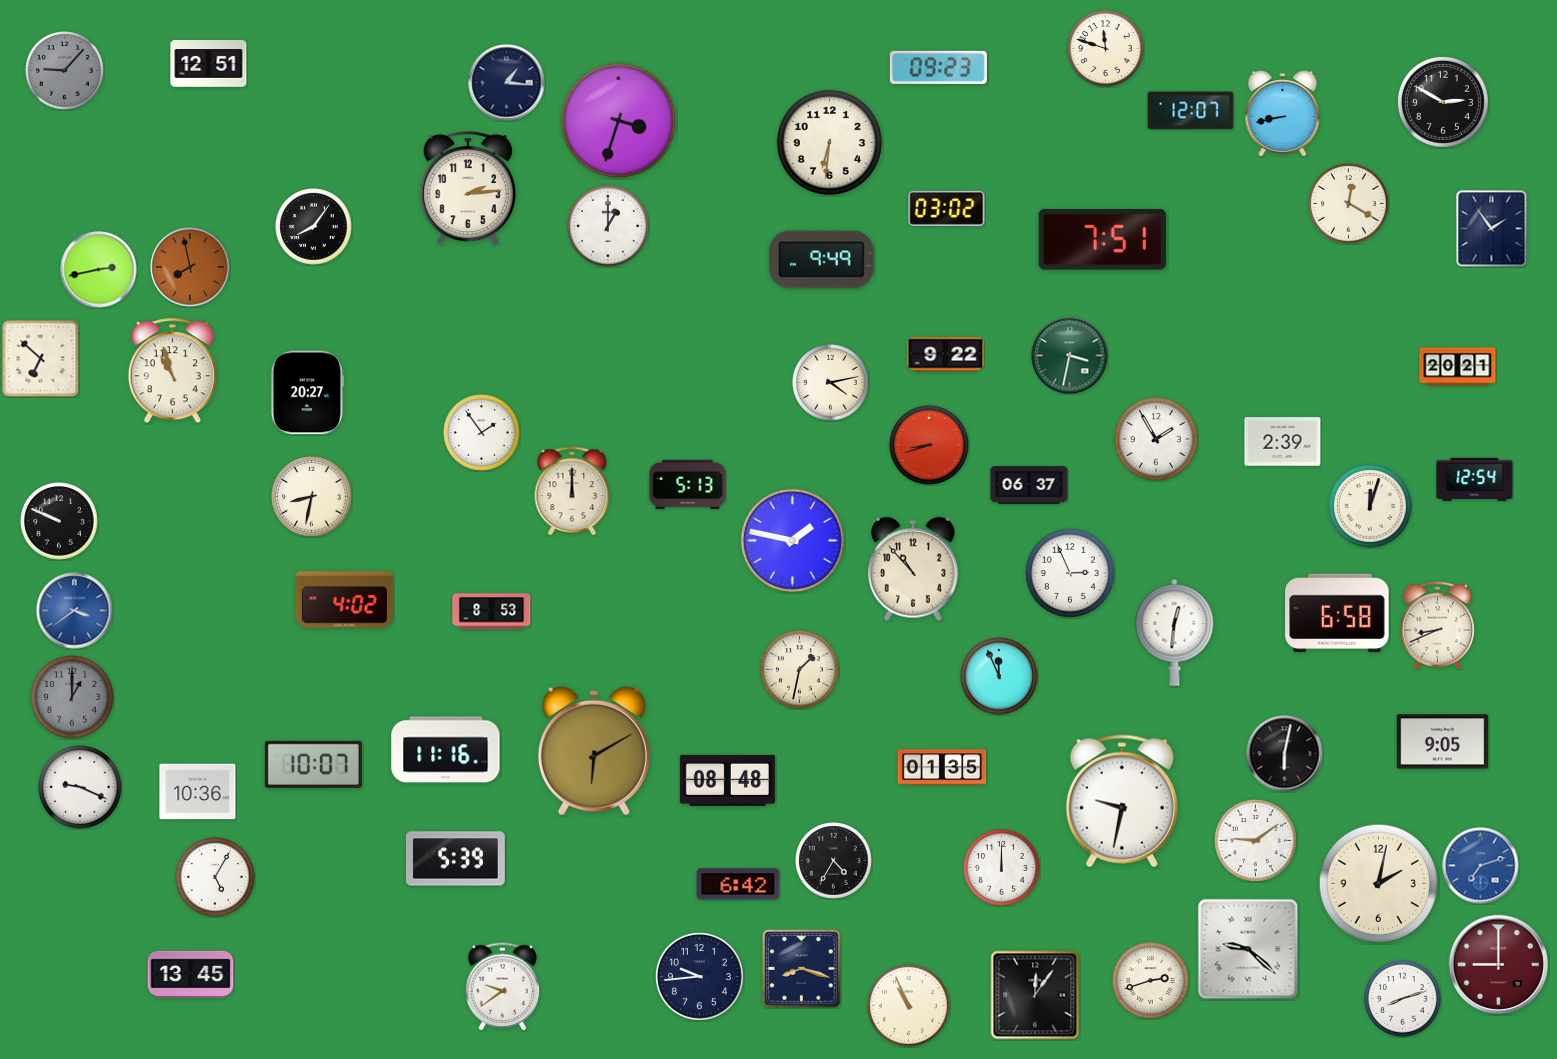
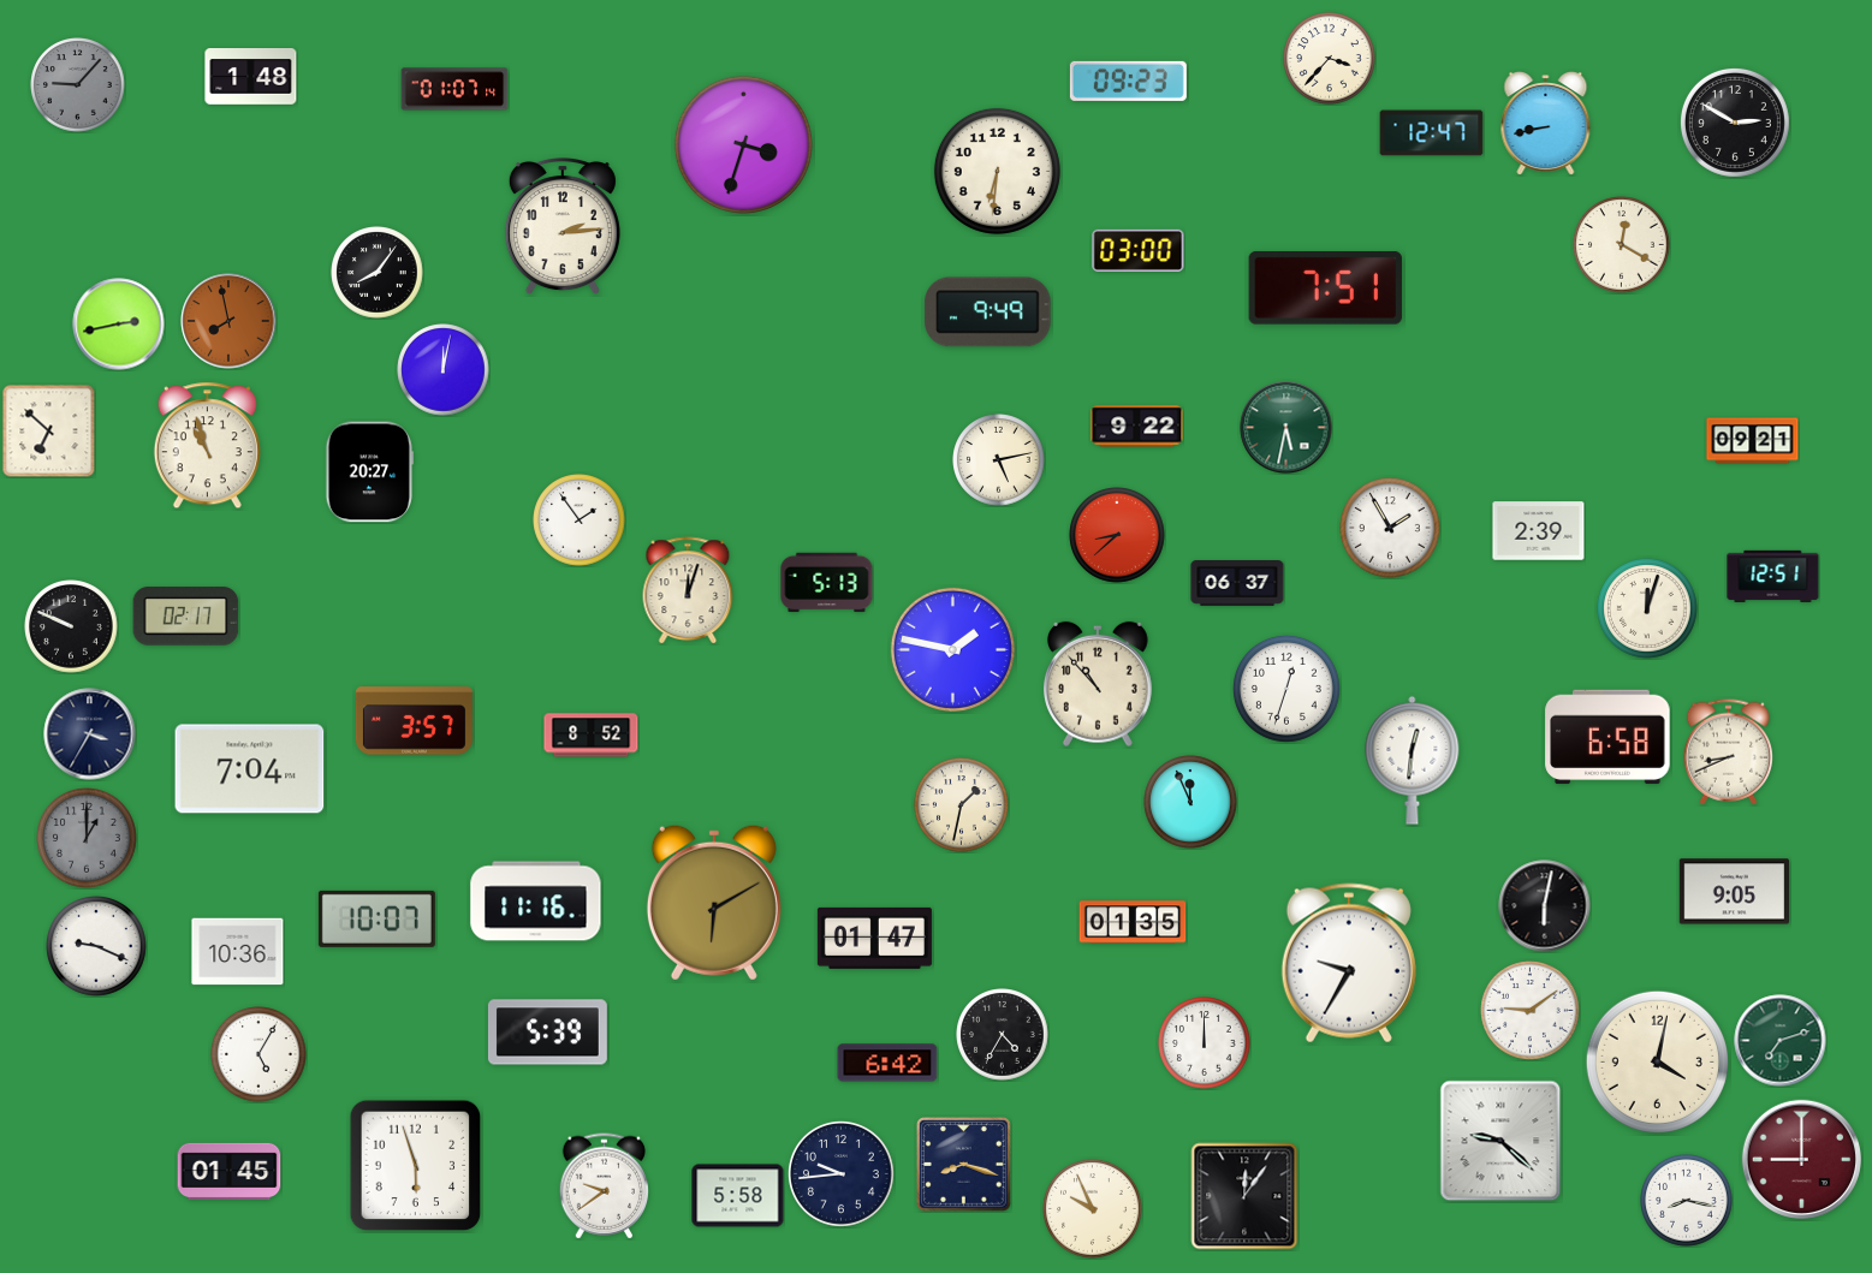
clock at (1106, 49): 11:48 -> 3:37
clock at (209, 64): 12:51 -> 1:48
clock at (454, 89): none -> 01:07
clock at (507, 83): 1:16 -> none
clock at (1191, 111): 12:07 -> 12:47
clock at (1283, 114) position: (1283, 114) -> (1546, 124)
clock at (947, 208): 03:02 -> 03:00
clock at (609, 227): 1:00 -> none
clock at (1492, 229): 1:54 -> none
clock at (444, 370): none -> 12:02
clock at (1070, 356): 3:32 -> 5:32
clock at (1458, 367): 20:21 -> 09:21
clock at (831, 383): 4:13 -> 5:13
clock at (1283, 442) position: (1283, 442) -> (1539, 531)
clock at (929, 445): 8:42 -> 8:38
clock at (1475, 479): 12:54 -> 12:51
clock at (572, 491): 12:00 -> 12:03
clock at (312, 497): 8:32 -> none
clock at (186, 617): none -> 02:17
clock at (1070, 573): 2:56 -> 12:33
clock at (344, 600): 4:02 -> 3:57
clock at (75, 611): 3:39 -> 3:35
clock at (75, 611) dial: blue -> navy
clock at (492, 612): 8:53 -> 8:52
clock at (250, 769): none -> 7:04
clock at (999, 676) position: (999, 676) -> (1190, 802)
clock at (727, 780): 08:48 -> 01:47
clock at (1122, 801): 9:32 -> 9:35
clock at (1256, 841) position: (1256, 841) -> (1531, 1011)
clock at (1481, 866) dial: blue -> green
clock at (1378, 883): 2:02 -> 4:02
clock at (416, 1166): none -> 5:57
clock at (191, 974): 13:45 -> 01:45
clock at (1151, 981): 2:42 -> none
clock at (738, 1196): none -> 5:58
clock at (1403, 999): 8:12 -> 8:17
clock at (909, 1006): 10:56 -> 9:56
